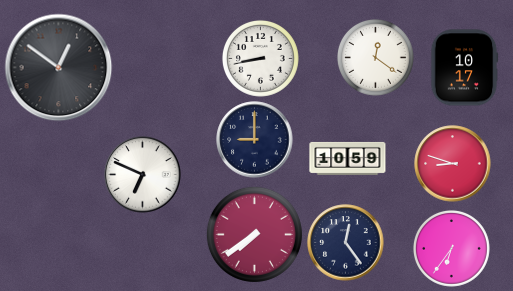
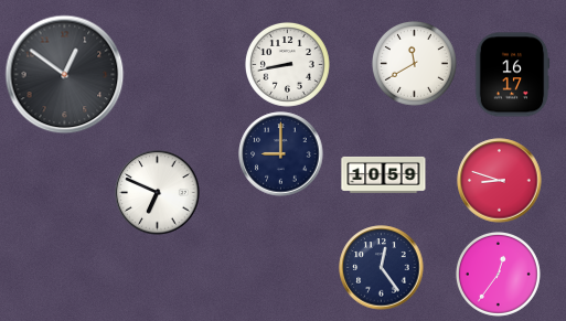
clock at (375, 57): 12:21 -> 11:40
clock at (464, 68): 10:17 -> 16:17
clock at (254, 234): 7:39 -> none
clock at (451, 248): 6:36 -> 12:36
